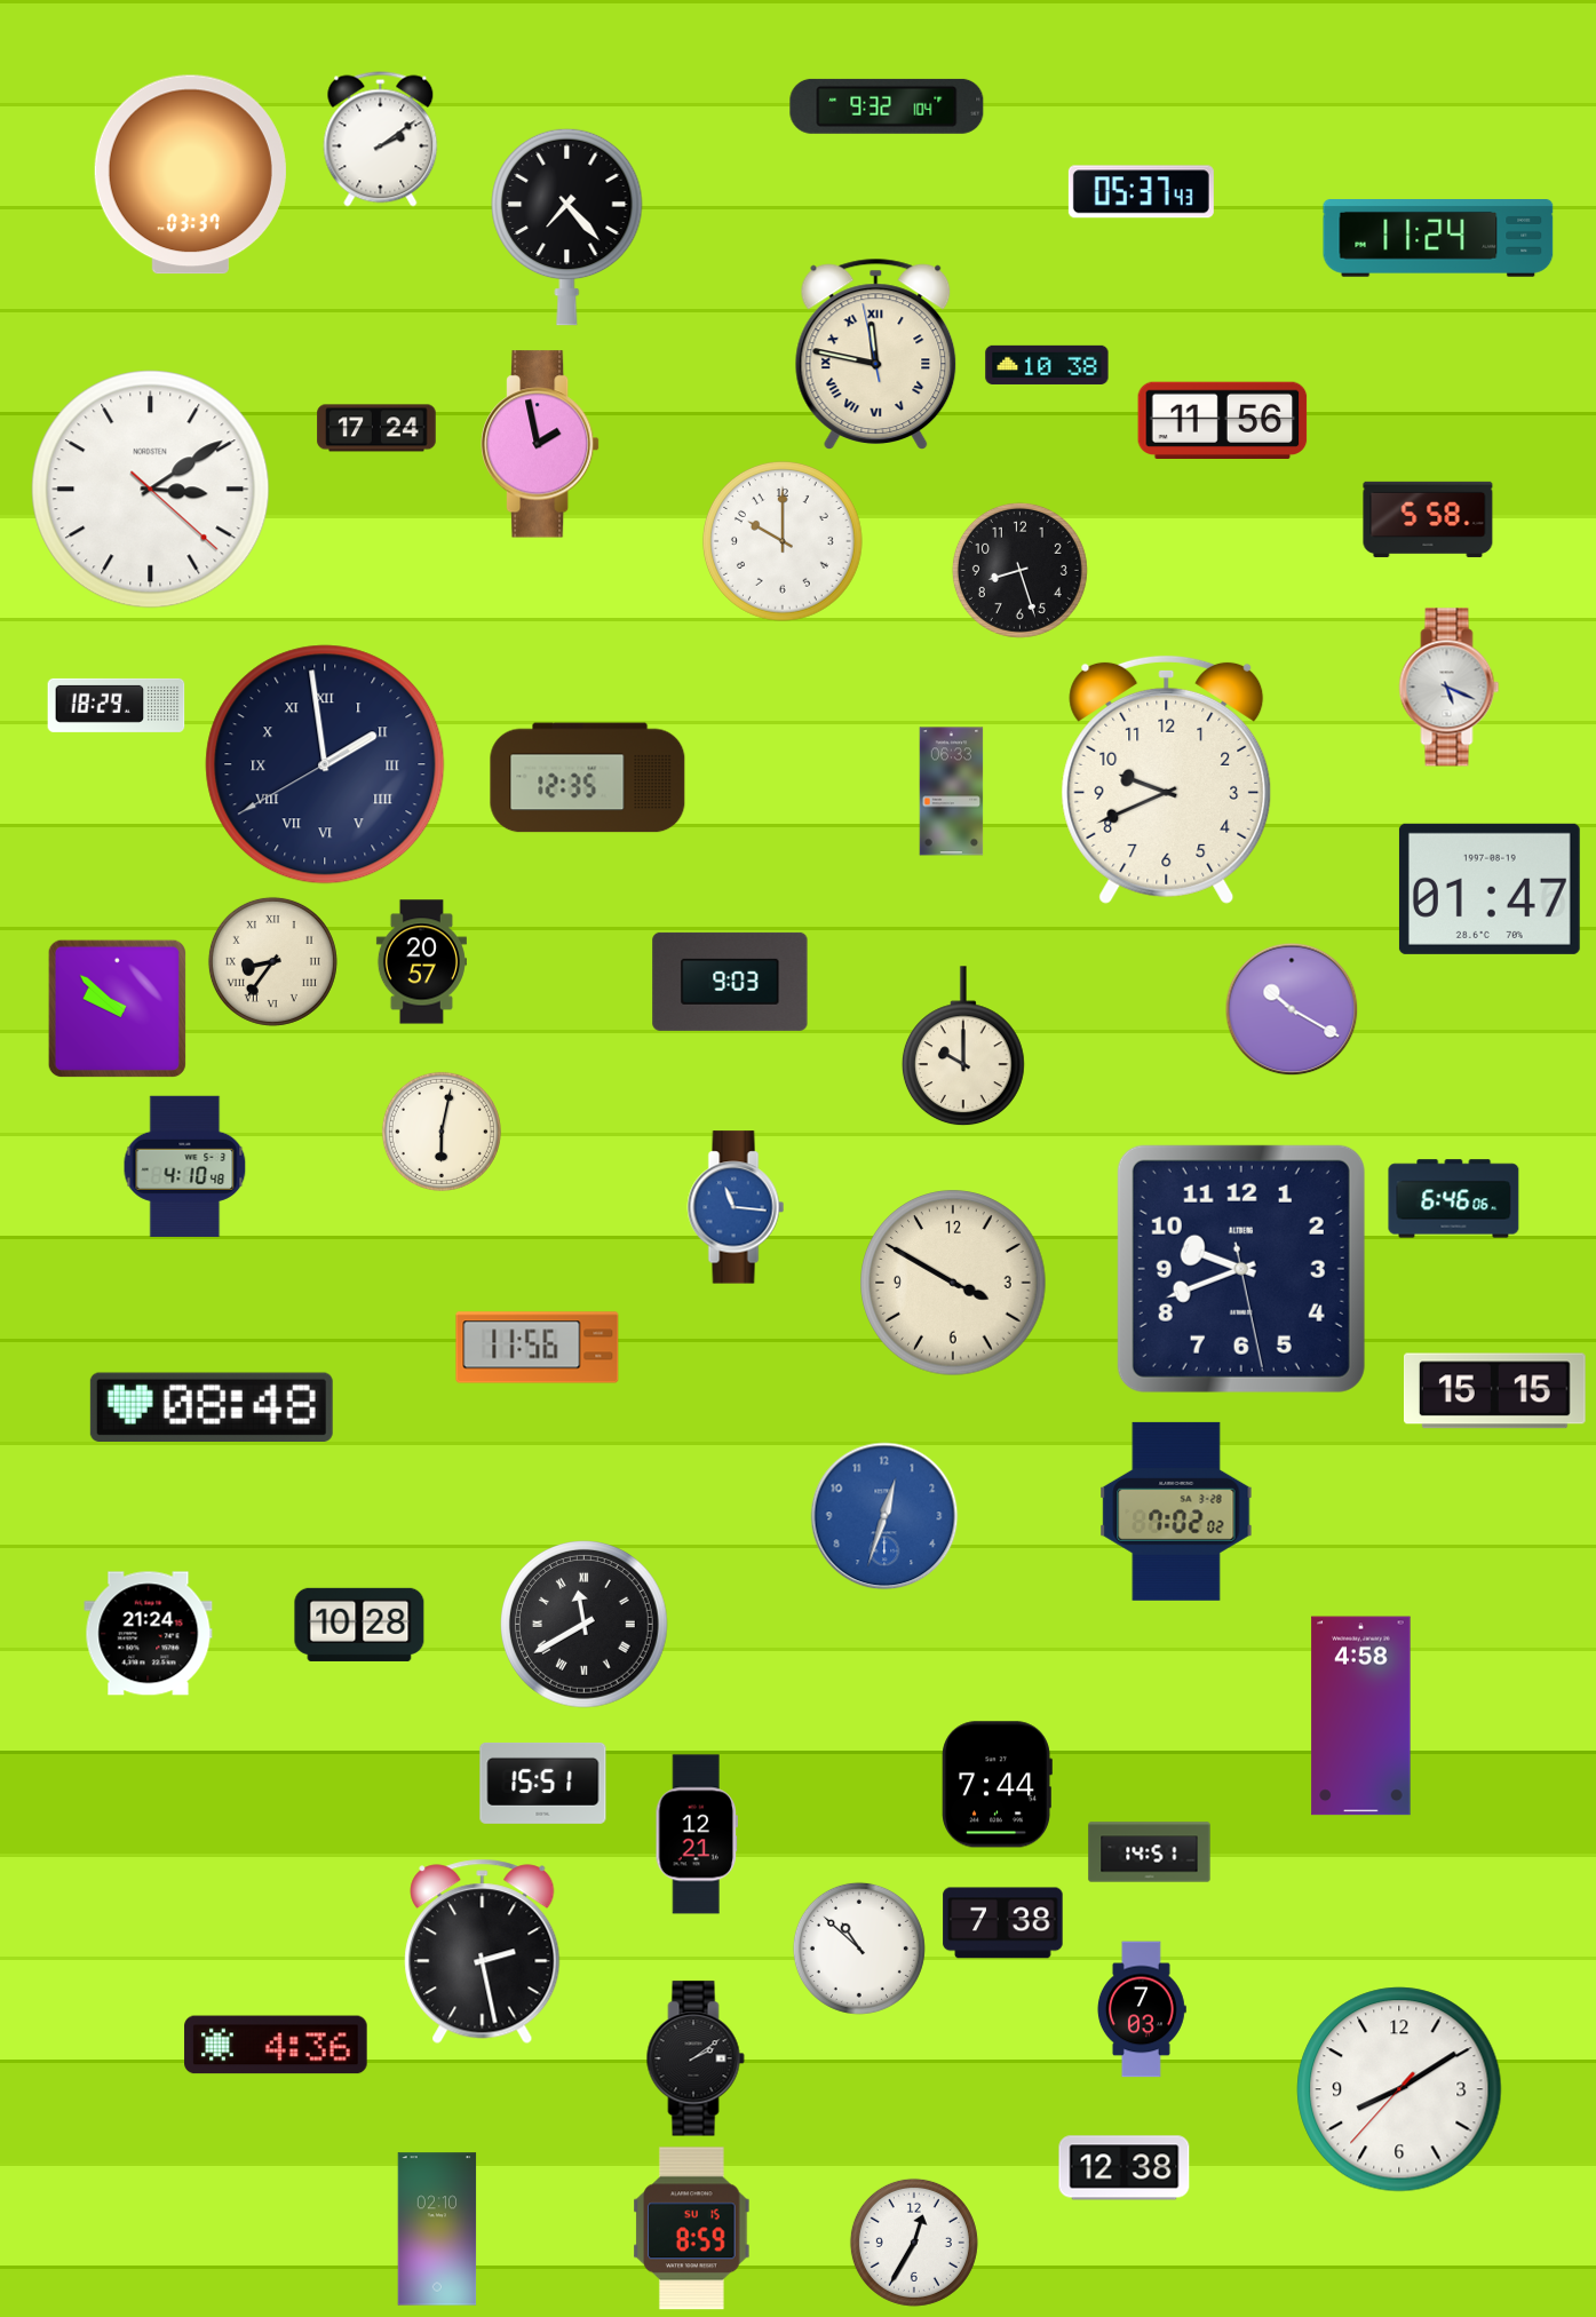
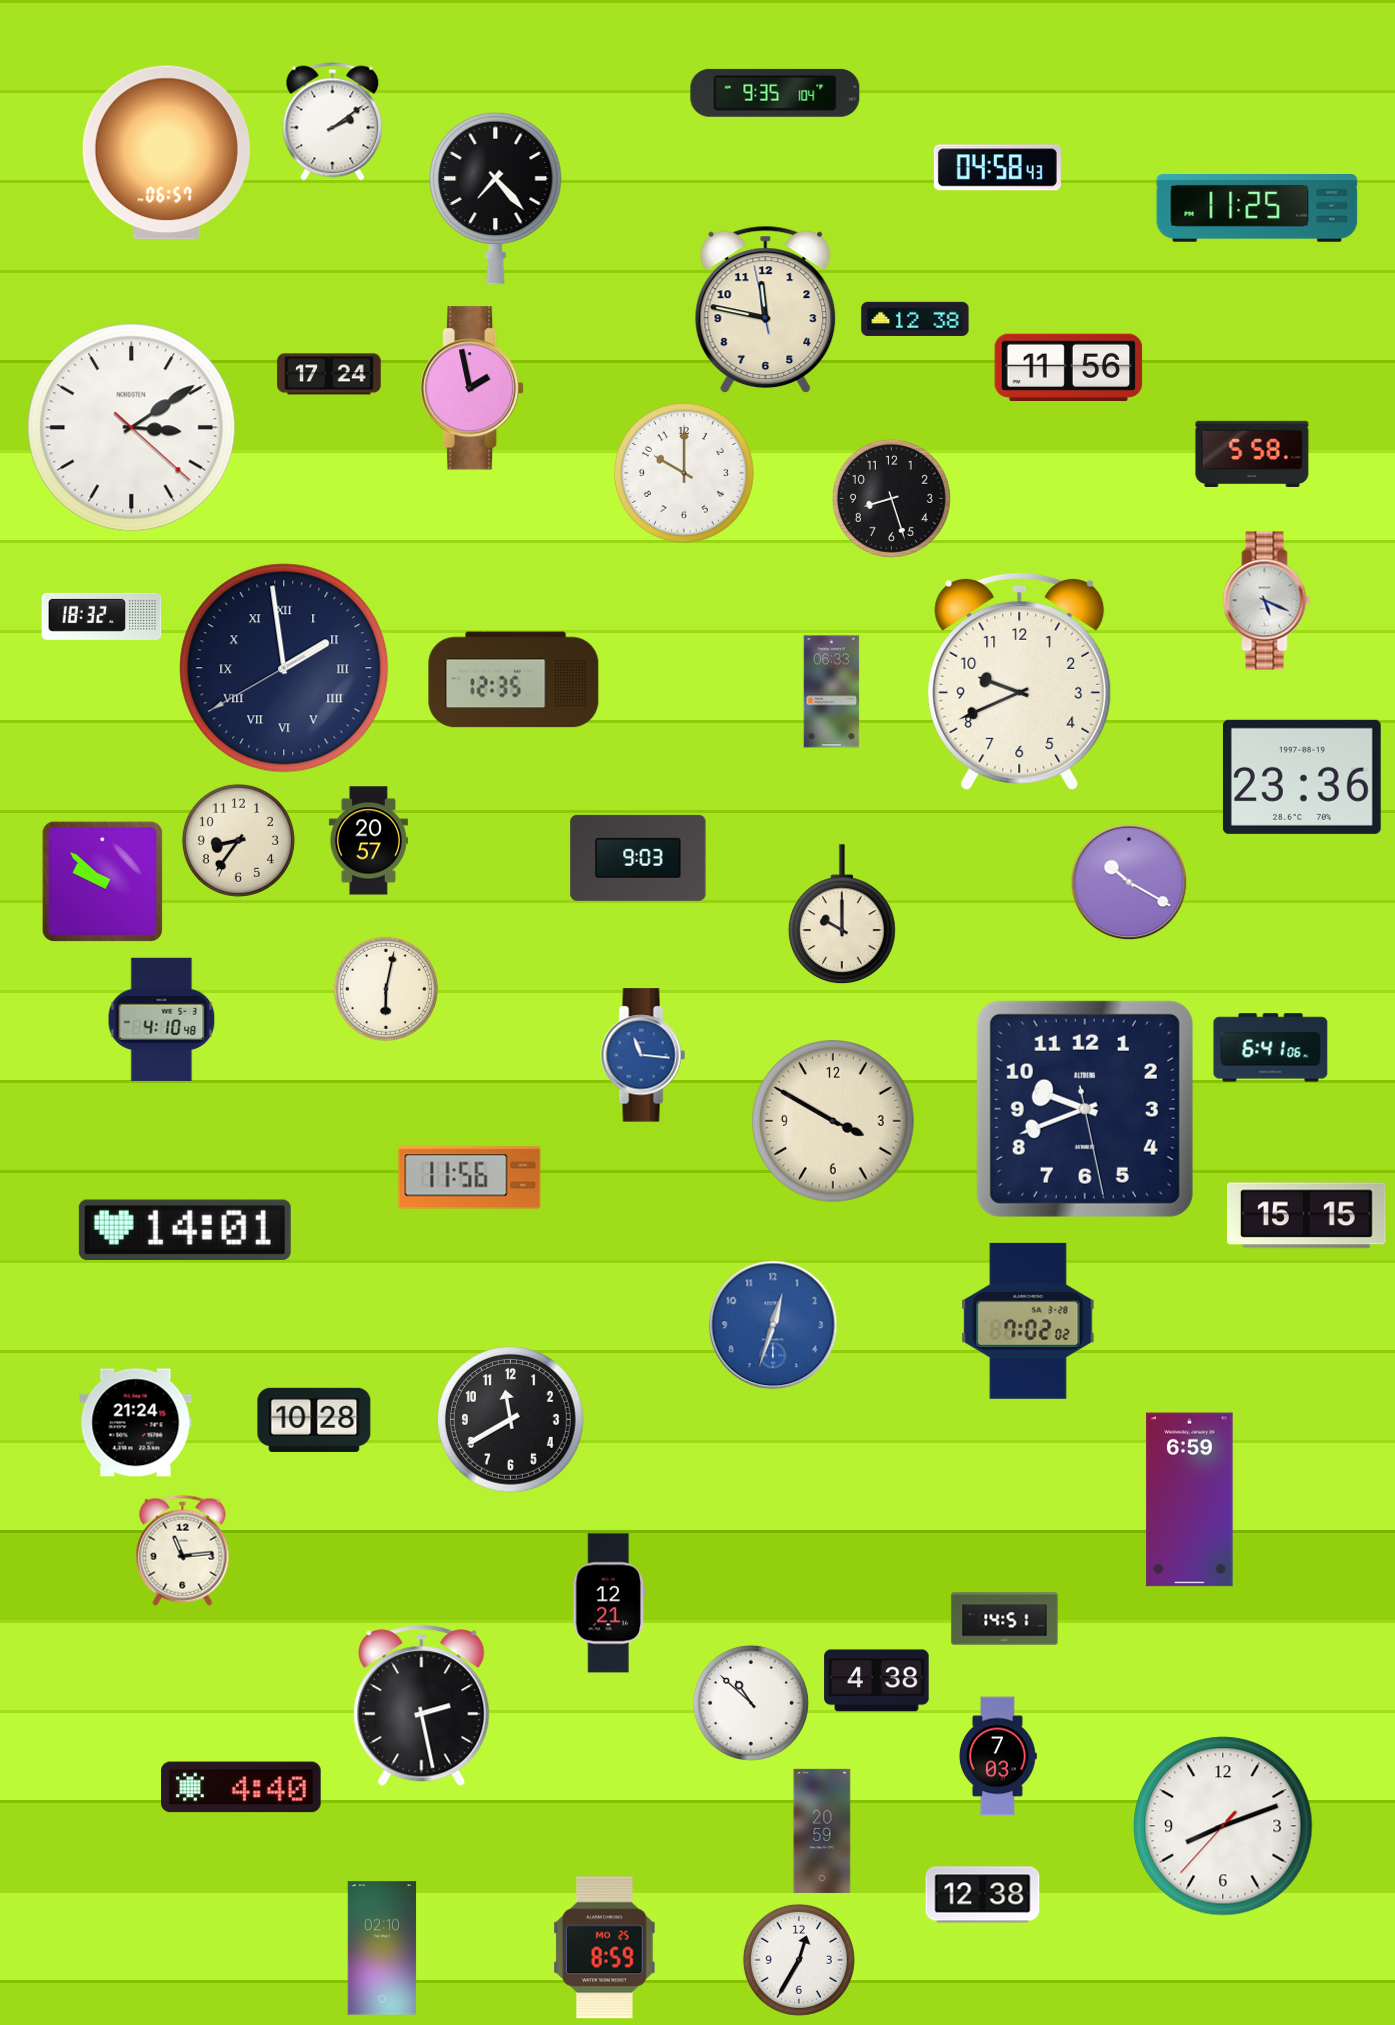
clock at (887, 106): 9:32 -> 9:35
clock at (190, 175): 03:37 -> 06:57
clock at (1141, 192): 05:37 -> 04:58
clock at (1438, 239): 11:24 -> 11:25
clock at (876, 354) numerals: Roman -> Arabic
clock at (1047, 365): 10:38 -> 12:38
clock at (1428, 519) position: (1428, 519) -> (1252, 454)
clock at (117, 705): 18:29 -> 18:32
clock at (1490, 889): 01:47 -> 23:36
clock at (272, 961) numerals: Roman -> Arabic
clock at (1454, 1199): 6:46 -> 6:41
clock at (212, 1406): 08:48 -> 14:01
clock at (585, 1625) numerals: Roman -> Arabic
clock at (149, 1634) position: (149, 1634) -> (136, 1423)
clock at (1361, 1716): 4:58 -> 6:59
clock at (183, 1550): none -> 11:14
clock at (543, 1783): 15:51 -> none
clock at (996, 1785): 7:44 -> none
clock at (1003, 1923): 7:38 -> 4:38
clock at (276, 2045): 4:36 -> 4:40
clock at (696, 2058): 2:09 -> none
clock at (1399, 2089): 8:09 -> 8:11
clock at (822, 1831): none -> 20:59
clock at (692, 2229) date: SU 15 -> MO 25
